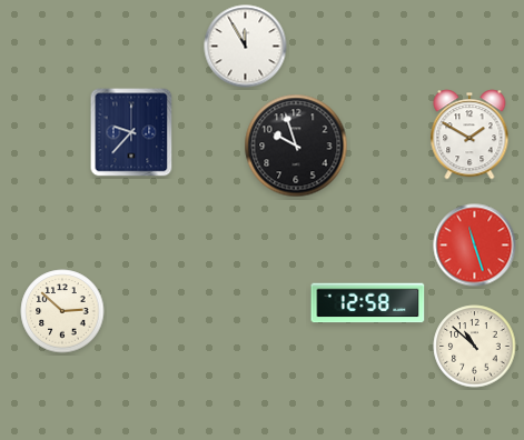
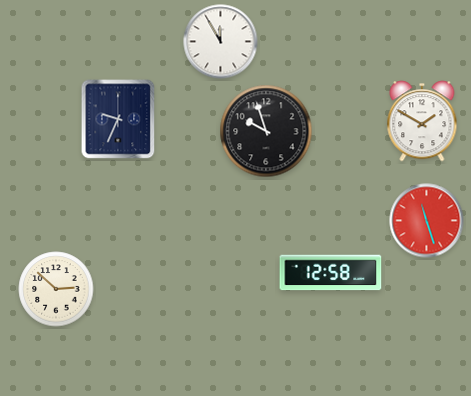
clock at (131, 132): 9:37 -> 9:34
clock at (62, 311) position: (62, 311) -> (56, 289)
clock at (475, 347): 10:52 -> none
